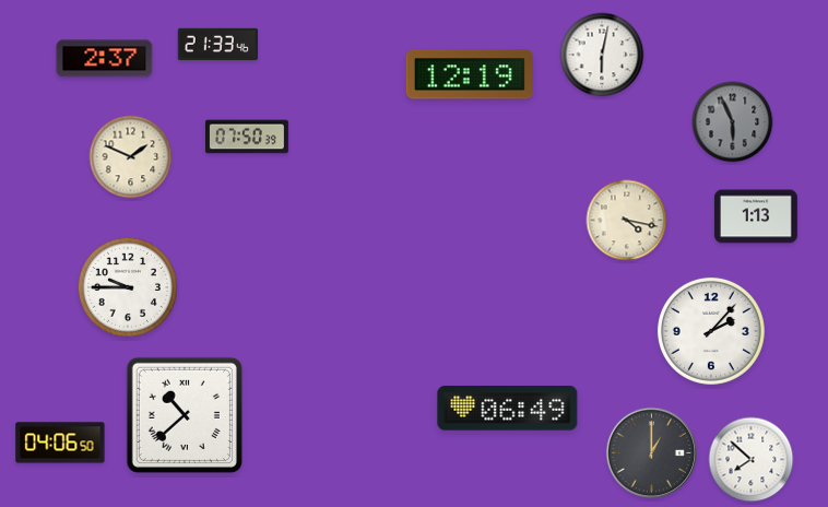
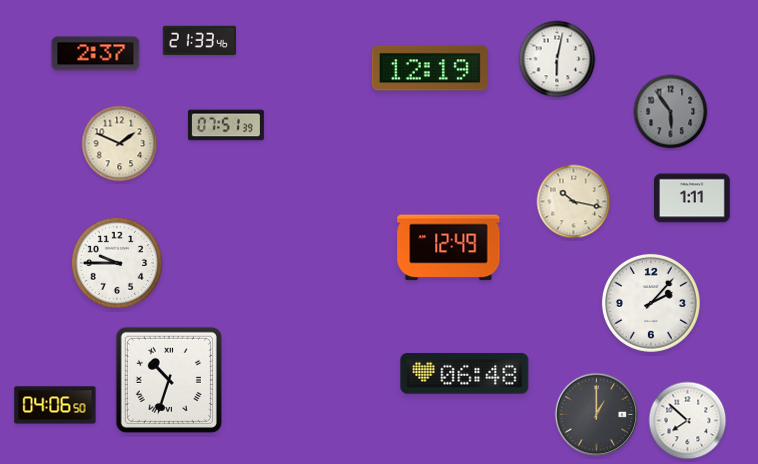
clock at (602, 55) position: (602, 55) -> (557, 59)
clock at (733, 122): 5:56 -> 5:54
clock at (247, 137): 07:50 -> 07:51
clock at (756, 216): 1:13 -> 1:11
clock at (627, 221): 4:17 -> 10:17
clock at (449, 248): none -> 12:49
clock at (508, 409): 06:49 -> 06:48
clock at (185, 415): 10:38 -> 10:33
